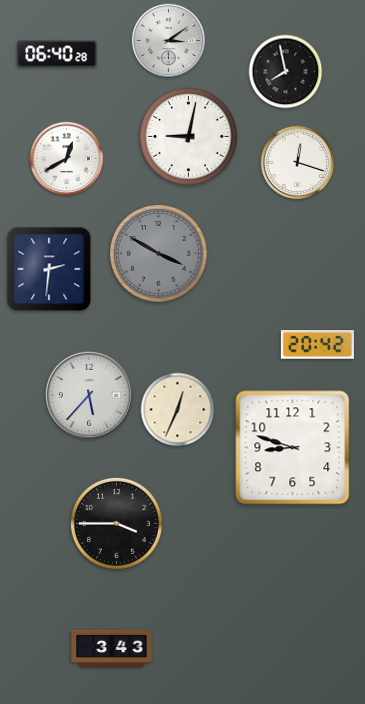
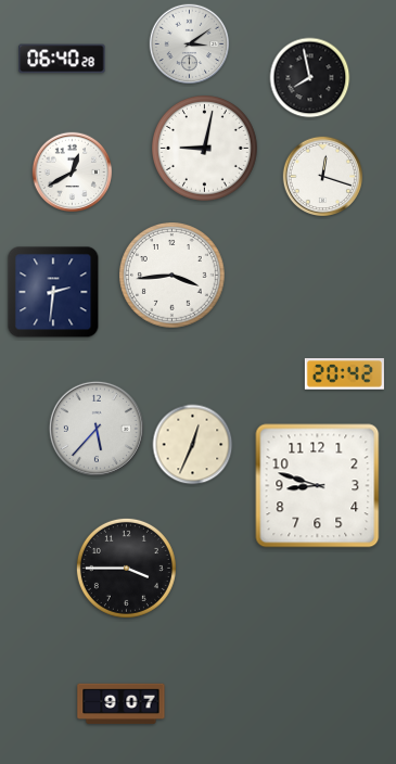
clock at (169, 41) position: (169, 41) -> (190, 44)
clock at (159, 254): 3:50 -> 3:44
clock at (159, 254) dial: grey -> white
clock at (112, 649): 3:43 -> 9:07
